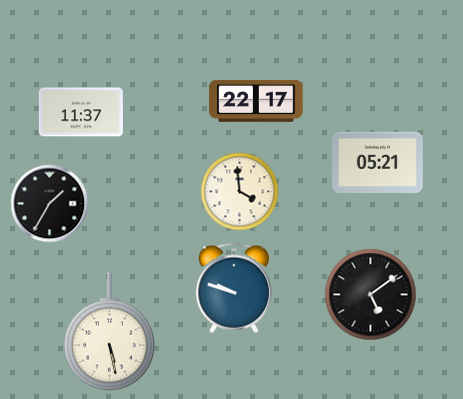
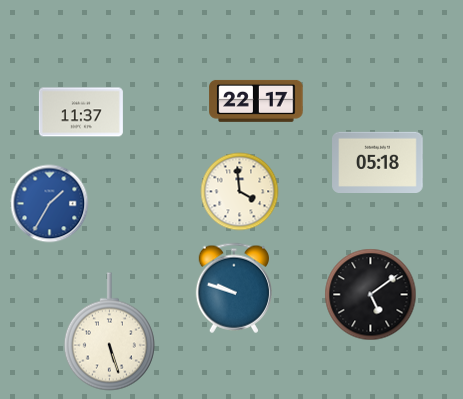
clock at (378, 162): 05:21 -> 05:18
clock at (49, 203) dial: black -> blue
clock at (109, 332): 5:28 -> 5:27
